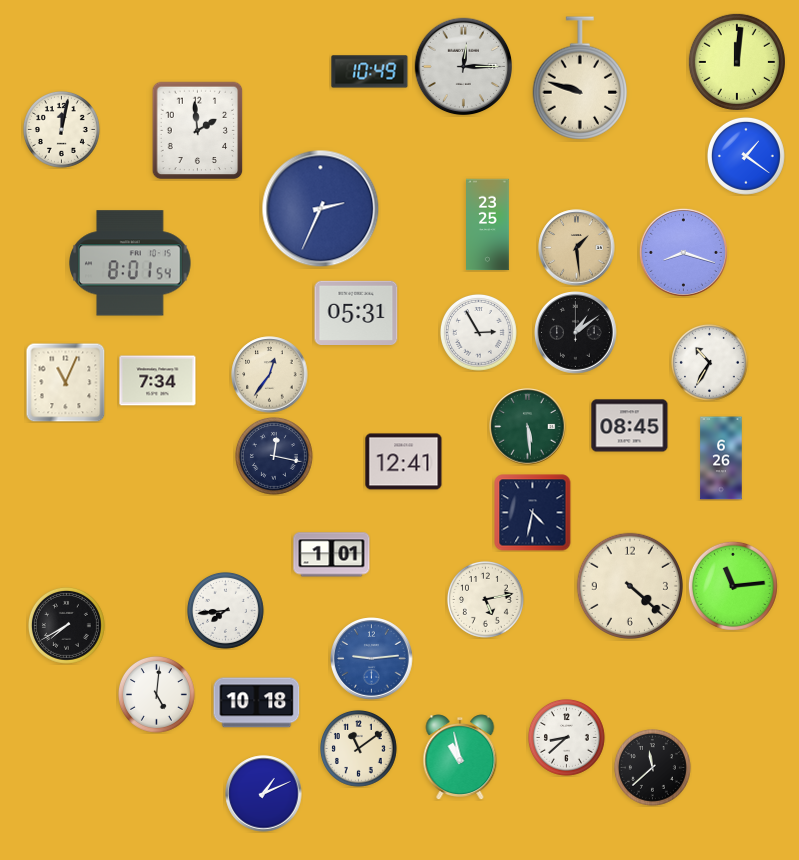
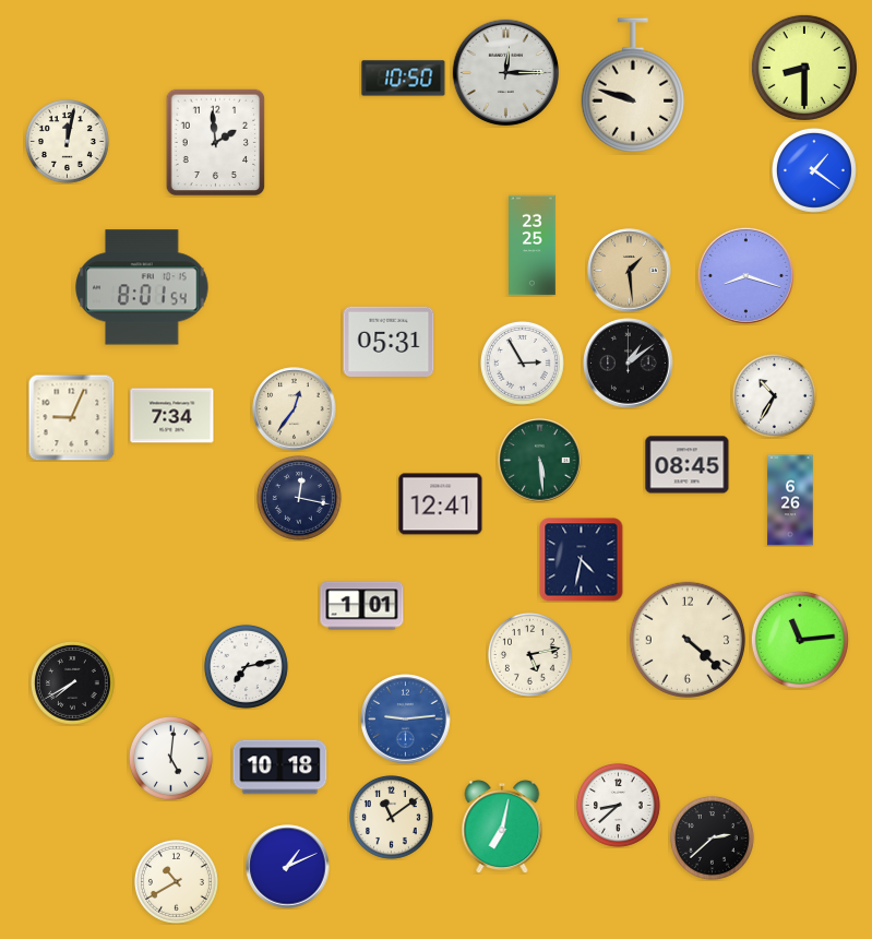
clock at (737, 62): 12:01 -> 8:30
clock at (370, 72): 10:49 -> 10:50
clock at (321, 209): 2:34 -> none
clock at (65, 382): 11:04 -> 9:04
clock at (528, 427) position: (528, 427) -> (540, 461)
clock at (721, 458) position: (721, 458) -> (790, 500)
clock at (226, 611): 7:44 -> 7:13
clock at (460, 757): 10:58 -> 7:02
clock at (653, 768): 11:38 -> 2:38
clock at (177, 882): none -> 10:40
